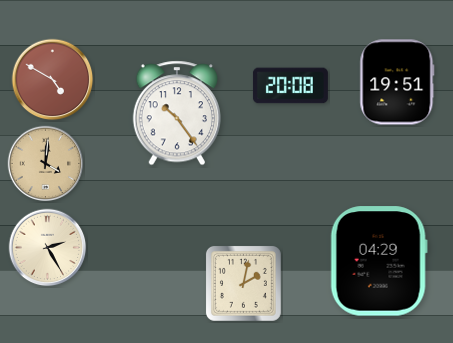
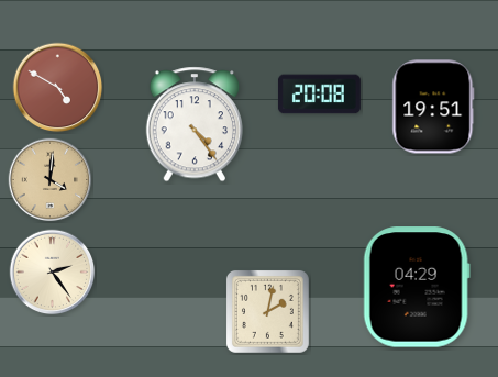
clock at (397, 82) position: (397, 82) -> (433, 107)
clock at (176, 113): 10:24 -> 4:24
clock at (48, 248): 2:25 -> 2:24
